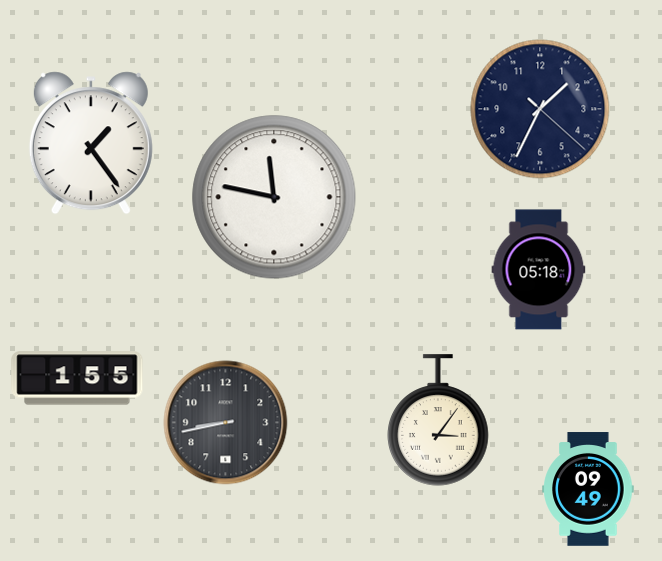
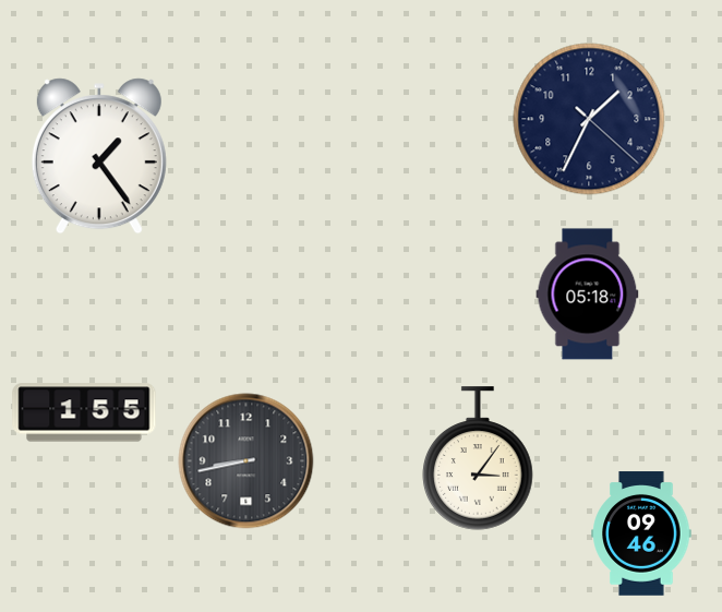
clock at (274, 197): 11:47 -> none
clock at (588, 489): 09:49 -> 09:46
